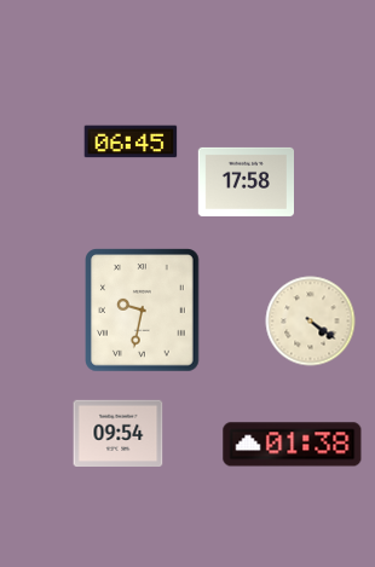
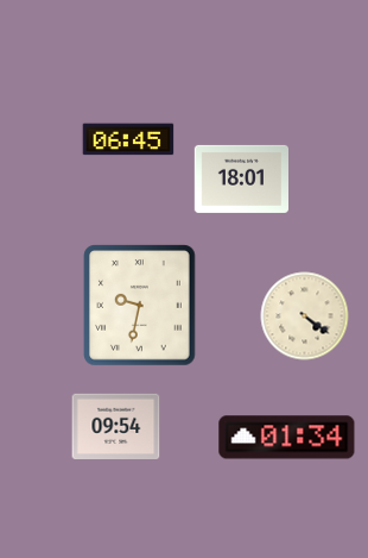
clock at (246, 181): 17:58 -> 18:01
clock at (293, 445): 01:38 -> 01:34
